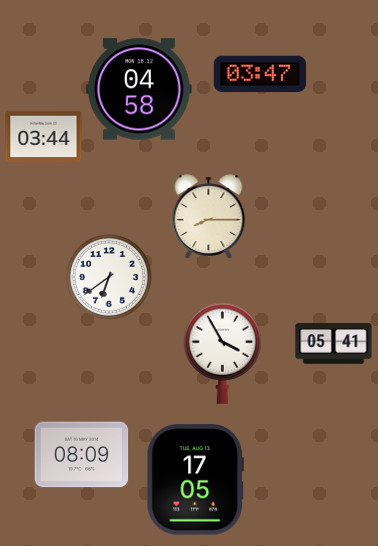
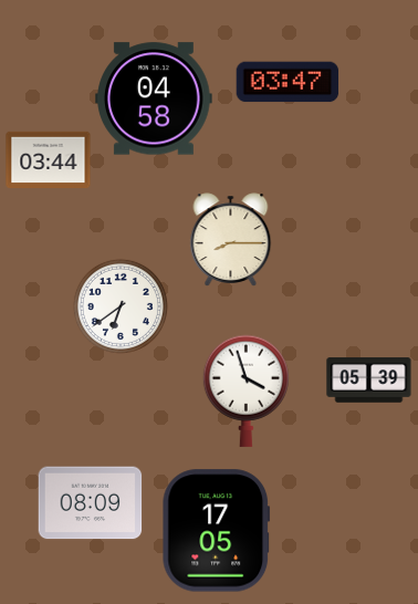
clock at (44, 136) position: (44, 136) -> (49, 159)
clock at (334, 344): 05:41 -> 05:39
clock at (222, 353): 3:55 -> 3:57
